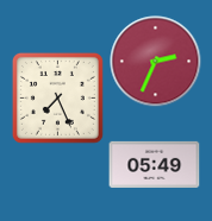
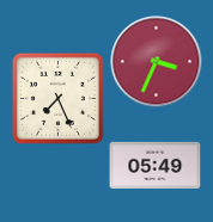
clock at (156, 62): 2:34 -> 3:34
